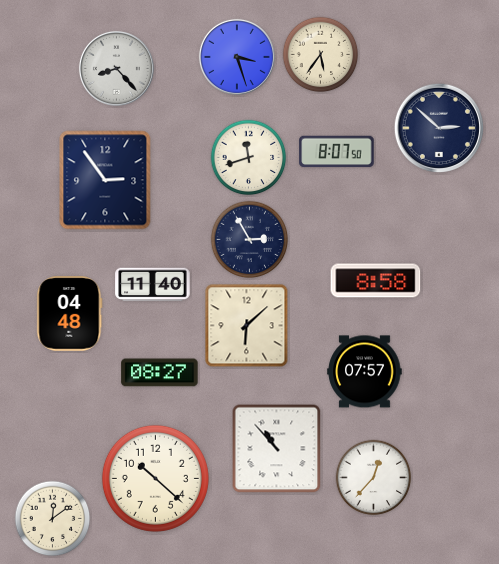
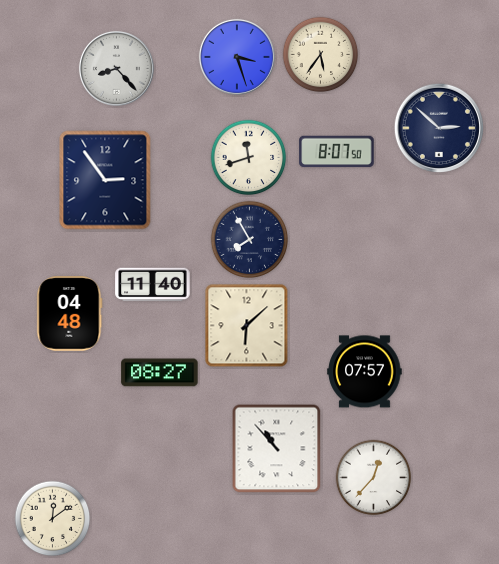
clock at (250, 240): 2:55 -> 7:55
clock at (376, 281): 8:58 -> none
clock at (155, 478): 10:22 -> none
